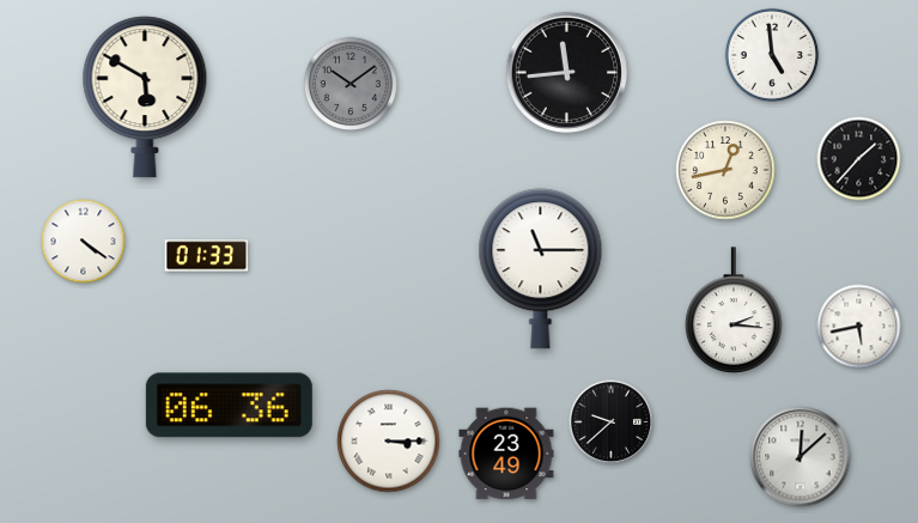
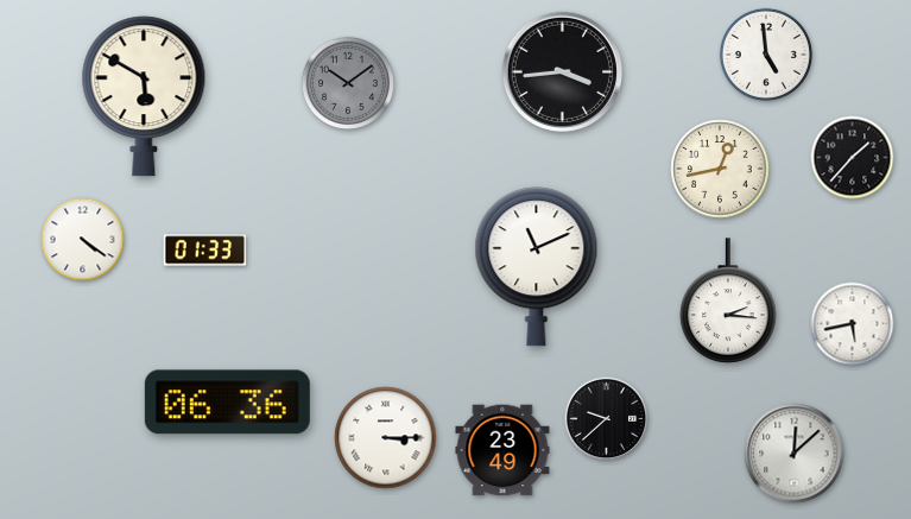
clock at (566, 72): 11:44 -> 3:44
clock at (207, 256) position: (207, 256) -> (205, 251)
clock at (541, 269): 11:15 -> 11:11
clock at (734, 310) position: (734, 310) -> (728, 300)
